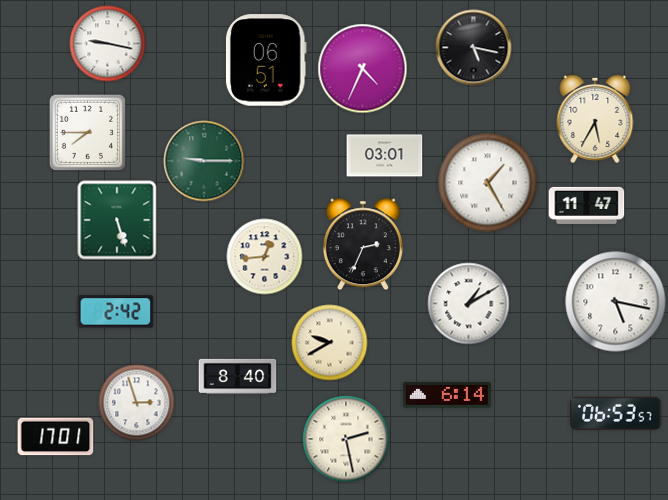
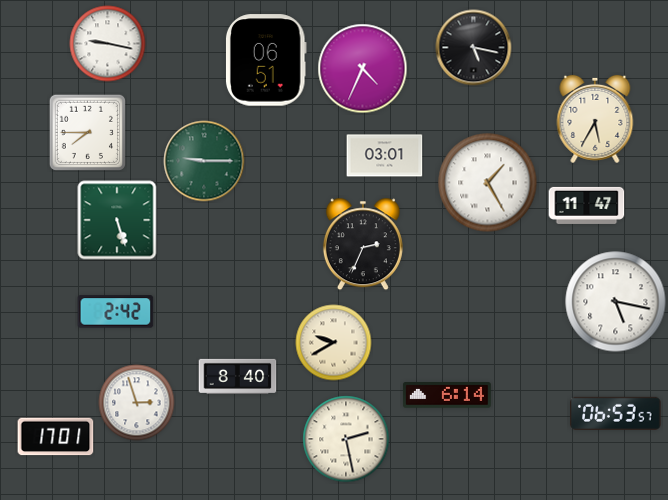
clock at (265, 257): 12:44 -> none
clock at (469, 304): 1:10 -> none
clock at (330, 343) position: (330, 343) -> (334, 343)
